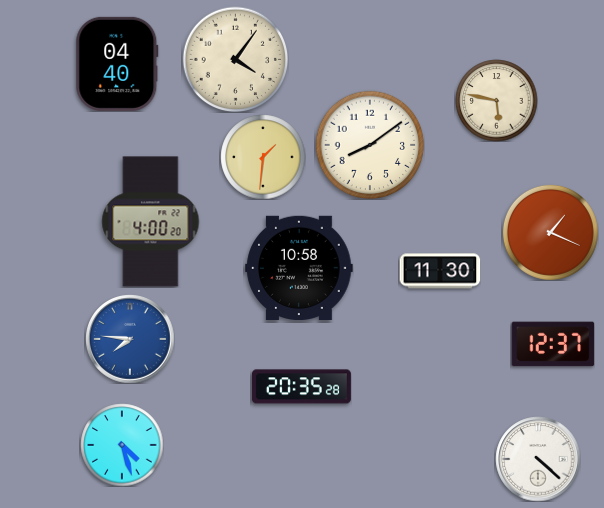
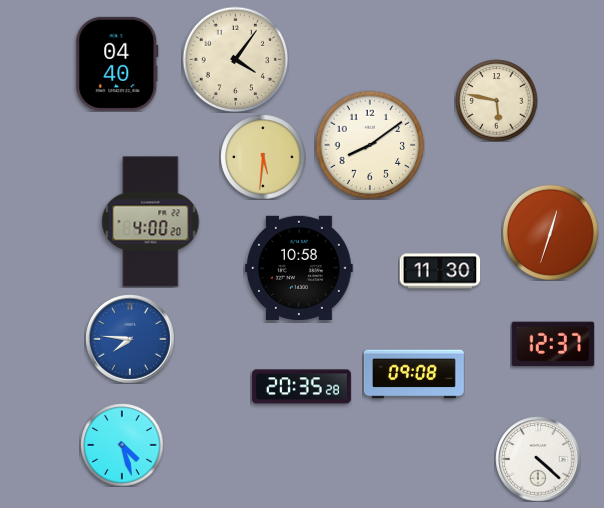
clock at (263, 157): 1:31 -> 5:31
clock at (550, 232): 1:19 -> 12:33
clock at (414, 374): none -> 09:08
